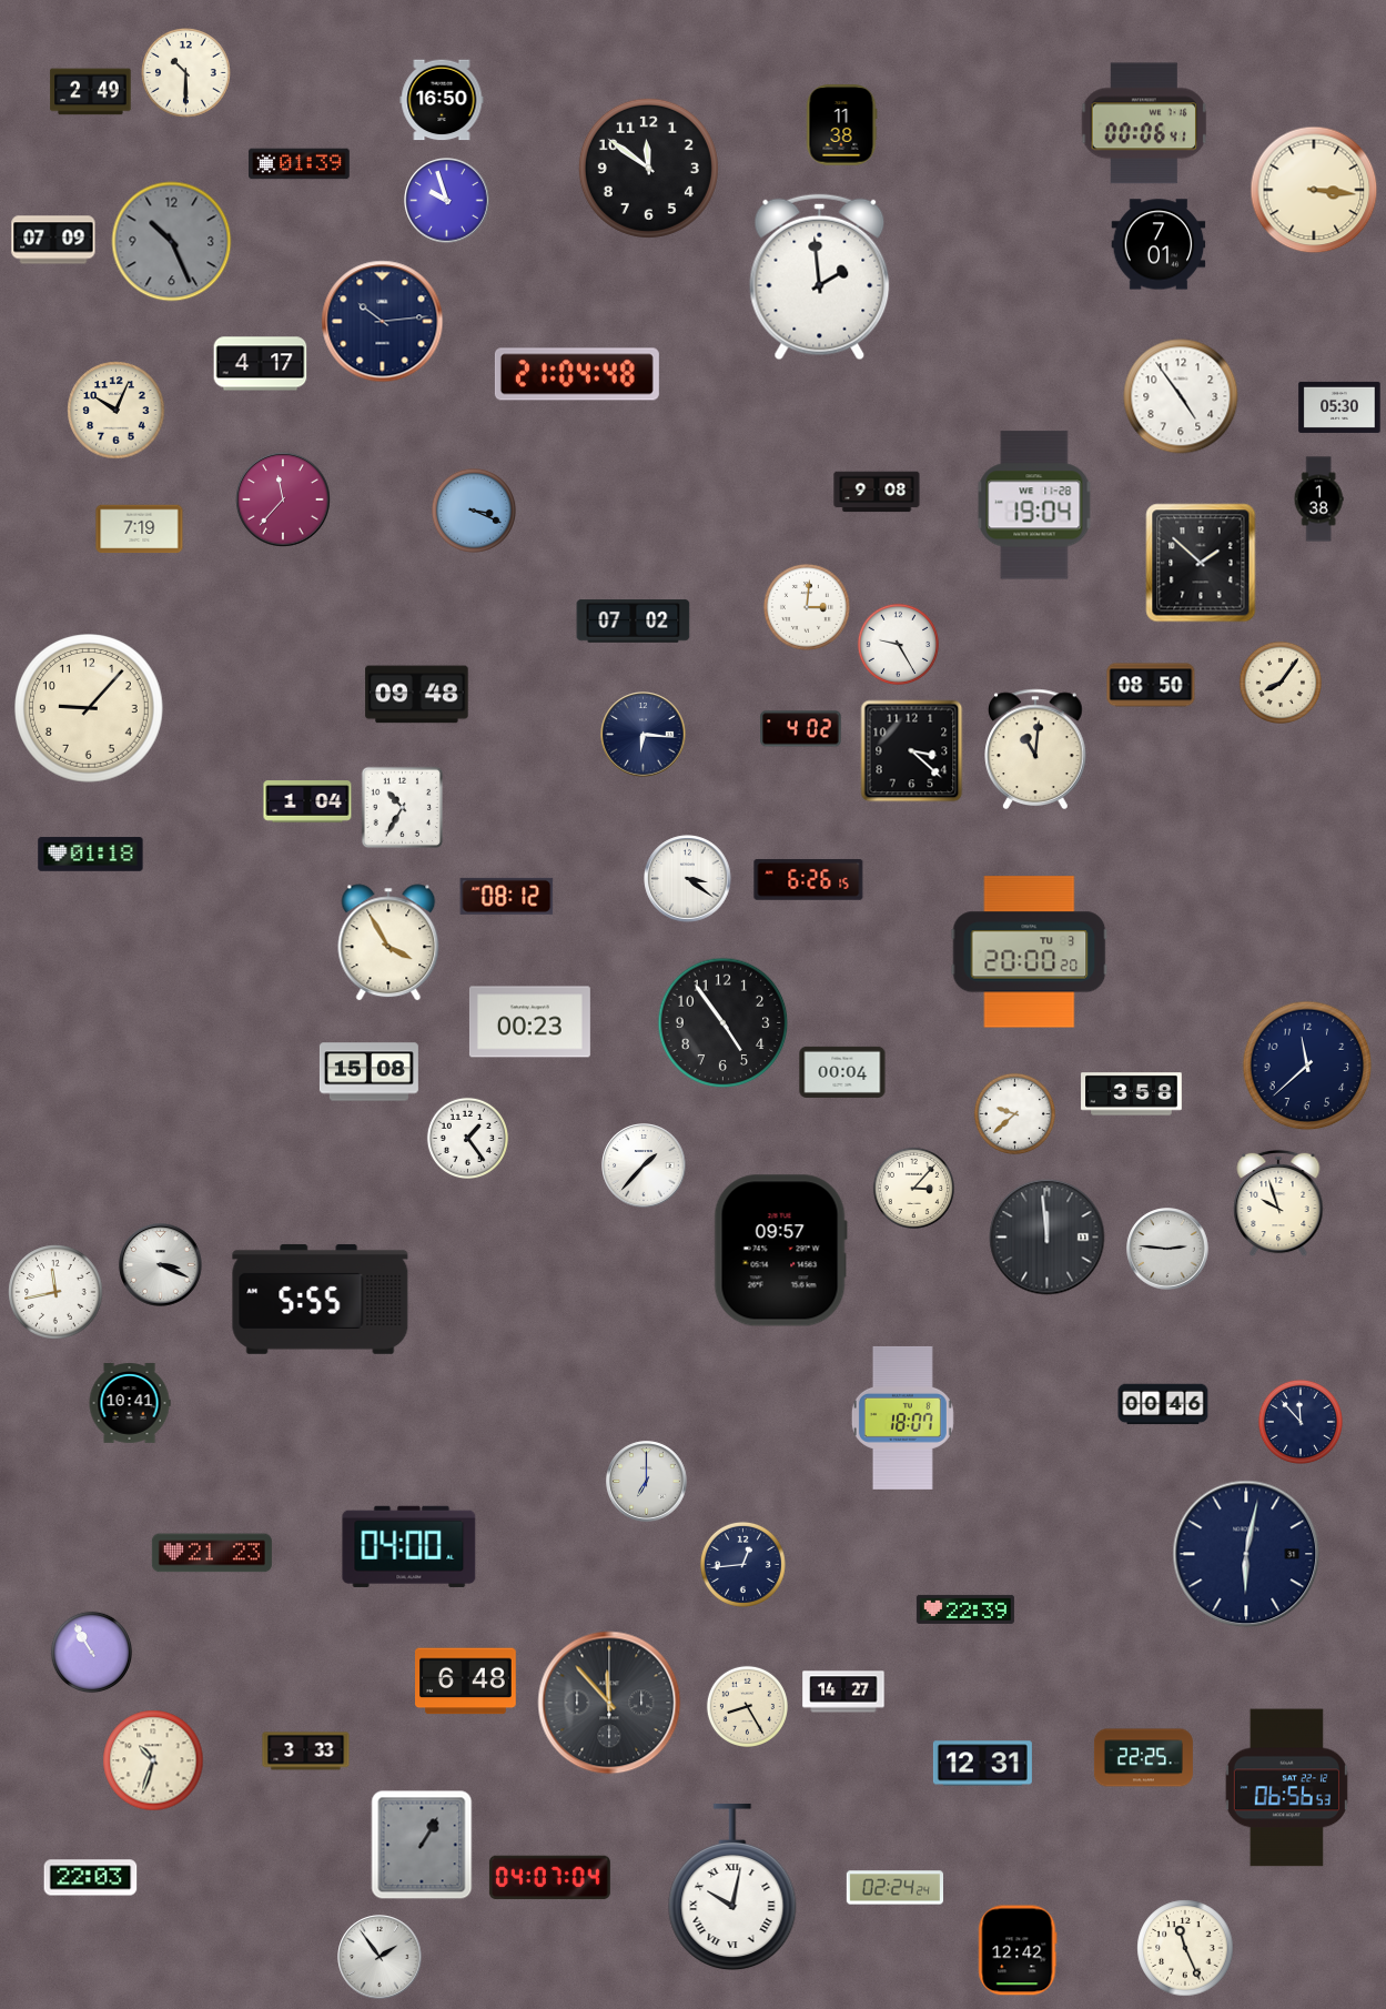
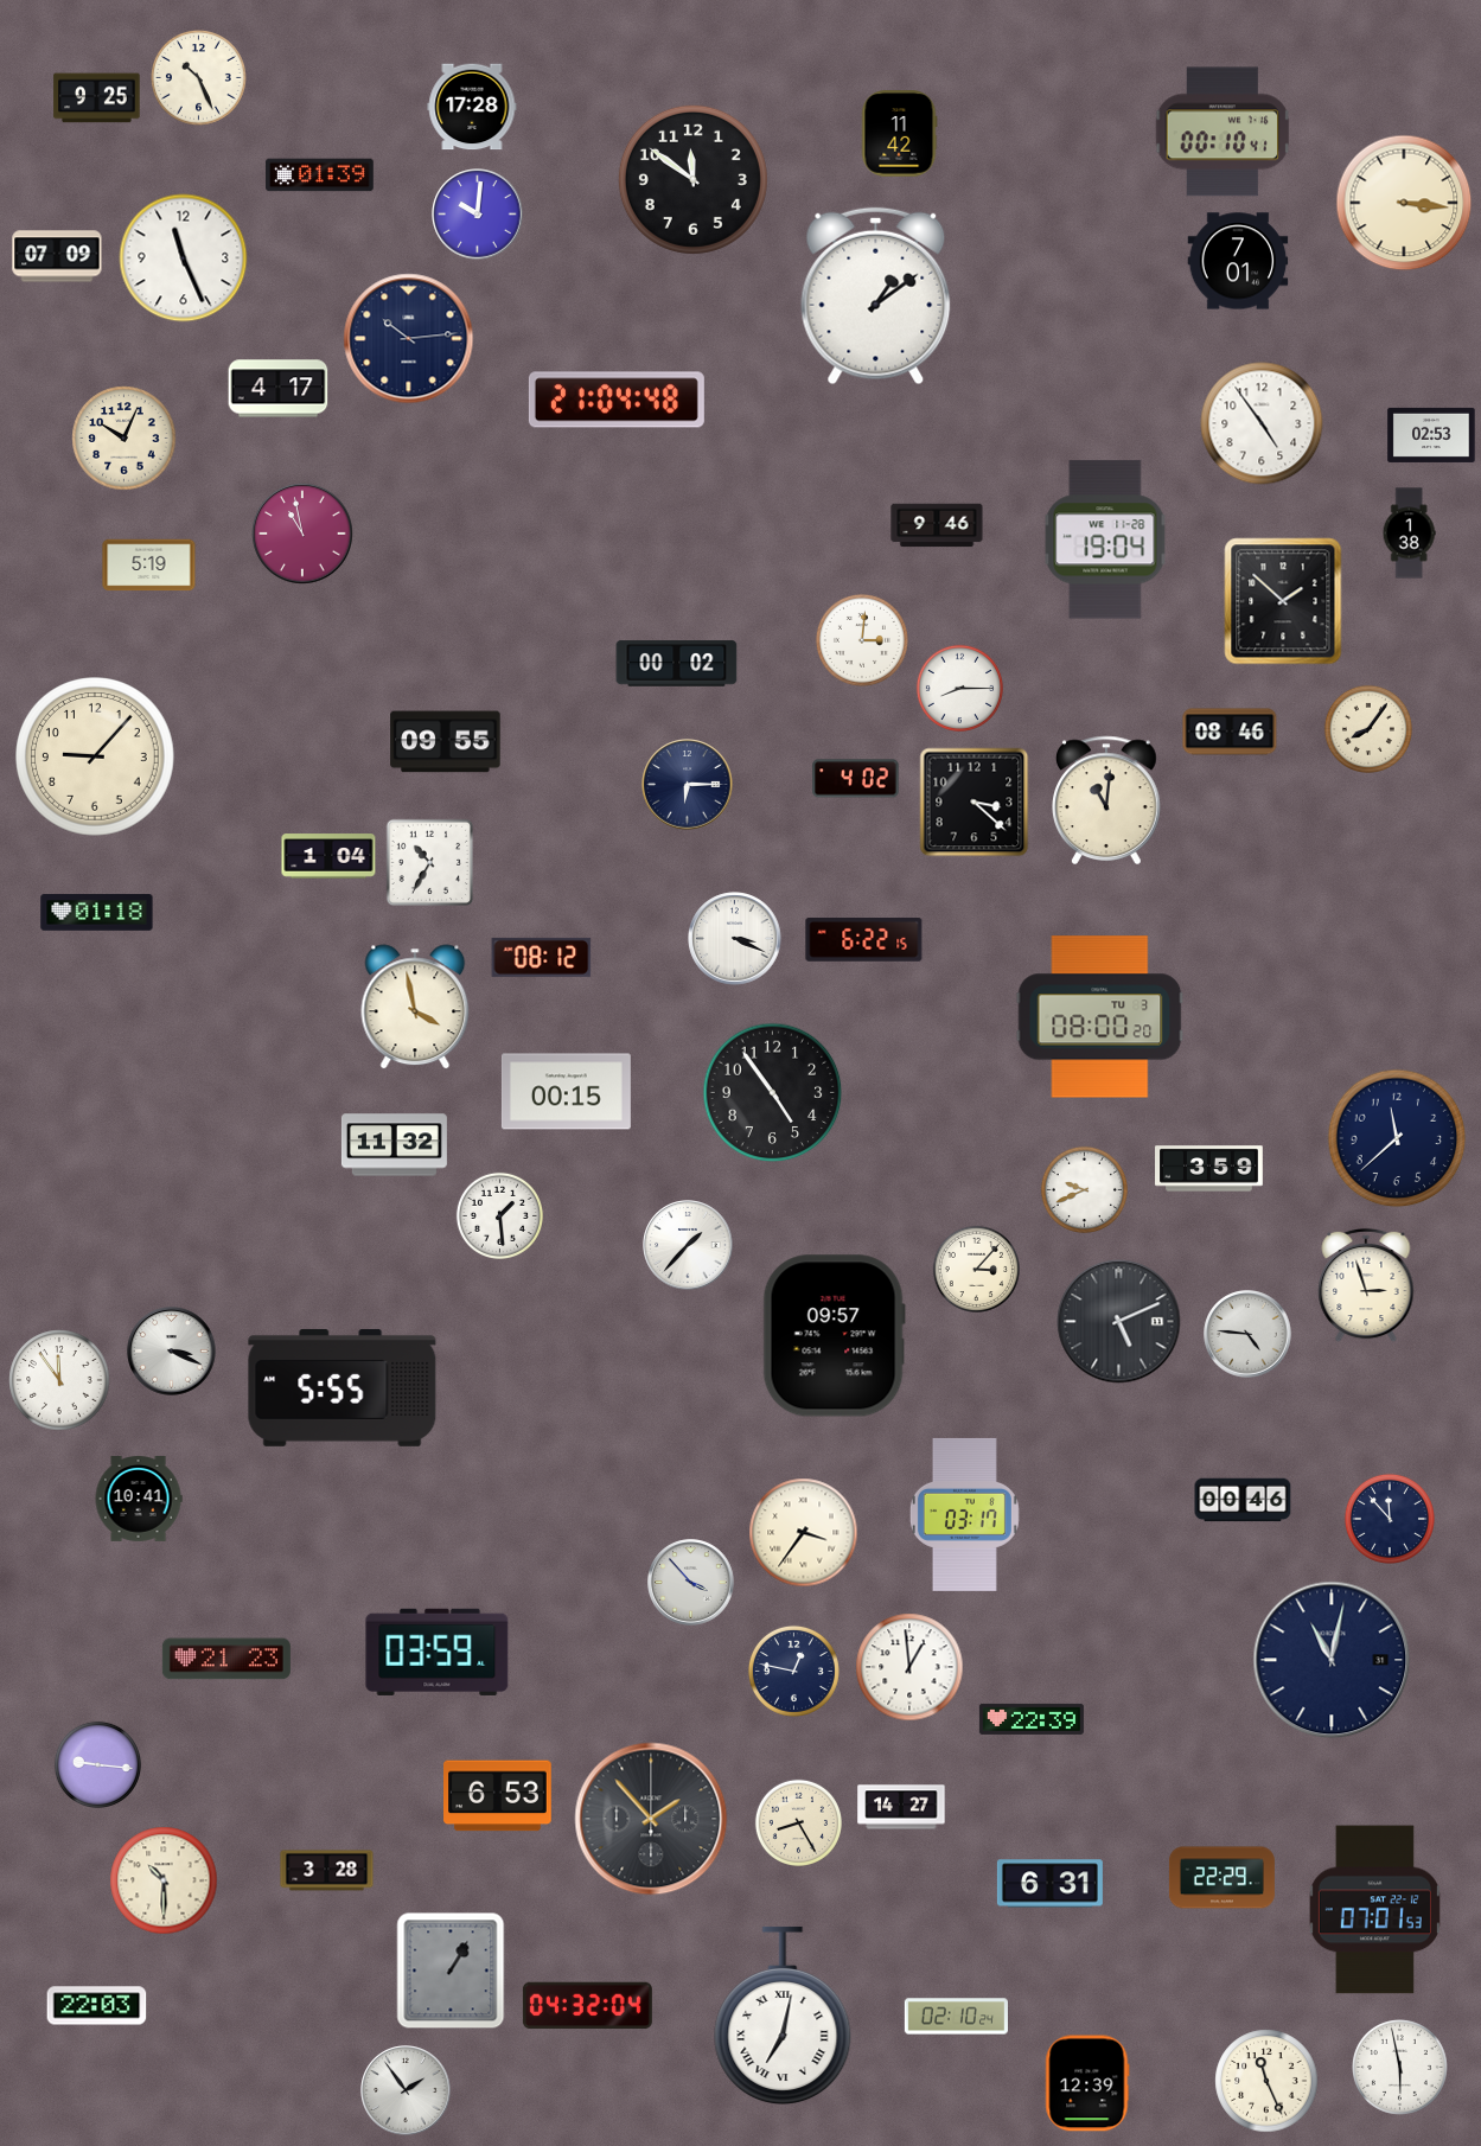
clock at (186, 73): 10:30 -> 10:26
clock at (91, 92): 2:49 -> 9:25
clock at (442, 100): 16:50 -> 17:28
clock at (1144, 123): 00:06 -> 00:10
clock at (841, 125): 11:38 -> 11:42
clock at (447, 201): 9:57 -> 10:01
clock at (172, 242): 10:26 -> 11:26
clock at (172, 242) dial: grey -> white
clock at (820, 277): 1:59 -> 1:09
clock at (383, 322) position: (383, 322) -> (409, 339)
clock at (1339, 407): 05:30 -> 02:53
clock at (877, 492): 9:08 -> 9:46
clock at (283, 499): 11:37 -> 10:58
clock at (474, 511): 3:19 -> none
clock at (140, 529): 7:19 -> 5:19
clock at (807, 607) position: (807, 607) -> (862, 640)
clock at (634, 622): 07:02 -> 00:02
clock at (898, 644): 9:25 -> 8:15
clock at (1151, 685): 08:50 -> 08:46
clock at (417, 695): 09:48 -> 09:55
clock at (644, 735): 6:16 -> 6:15
clock at (688, 879): 3:21 -> 3:19
clock at (809, 880): 6:26 -> 6:22
clock at (388, 942): 3:55 -> 3:58
clock at (1030, 952): 20:00 -> 08:00
clock at (529, 1022): 00:23 -> 00:15
clock at (368, 1072): 15:08 -> 11:32
clock at (842, 1072): 00:04 -> none
clock at (1132, 1094): 3:58 -> 3:59
clock at (1014, 1113): 9:38 -> 9:41
clock at (467, 1138): 1:24 -> 1:29
clock at (1278, 1203): 9:57 -> 2:57
clock at (1048, 1238): 11:59 -> 5:11
clock at (1167, 1249): 2:46 -> 4:46
clock at (55, 1292): 11:43 -> 11:54
clock at (902, 1417): 18:07 -> 03:17
clock at (804, 1533): none -> 3:36
clock at (647, 1482): 7:00 -> 3:53
clock at (409, 1546): 04:00 -> 03:59
clock at (1246, 1554): 6:02 -> 11:02
clock at (909, 1667): none -> 12:59
clock at (742, 1564): 12:44 -> 12:47
clock at (91, 1652): 10:55 -> 9:16
clock at (466, 1682): 6:48 -> 6:53
clock at (609, 1703): 11:53 -> 1:53
clock at (306, 1751): 3:33 -> 3:28
clock at (1143, 1758): 22:25 -> 22:29
clock at (153, 1760): 10:33 -> 10:30
clock at (982, 1764): 12:31 -> 6:31
clock at (1286, 1788): 06:56 -> 07:01
clock at (549, 1878): 04:07 -> 04:32
clock at (732, 1887): 10:02 -> 7:02
clock at (894, 1888): 02:24 -> 02:10
clock at (1400, 2068): none -> 5:58
clock at (1018, 1950): 12:42 -> 12:39
